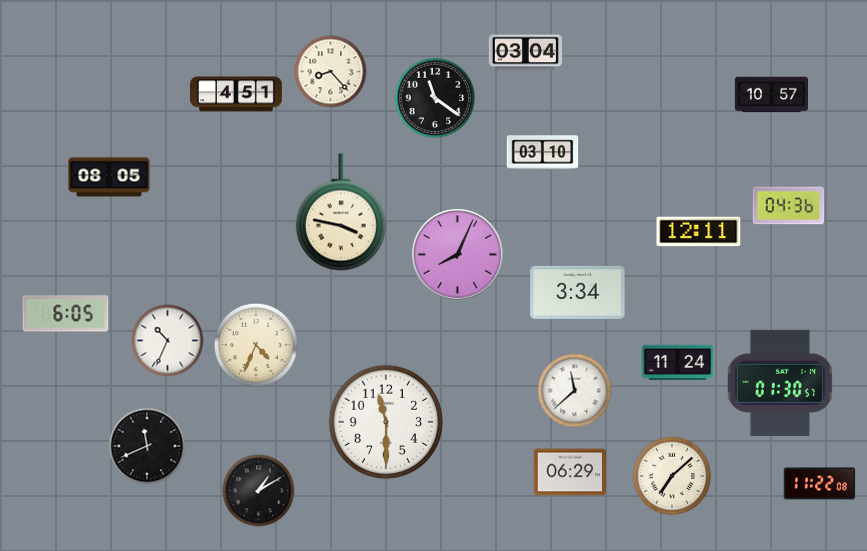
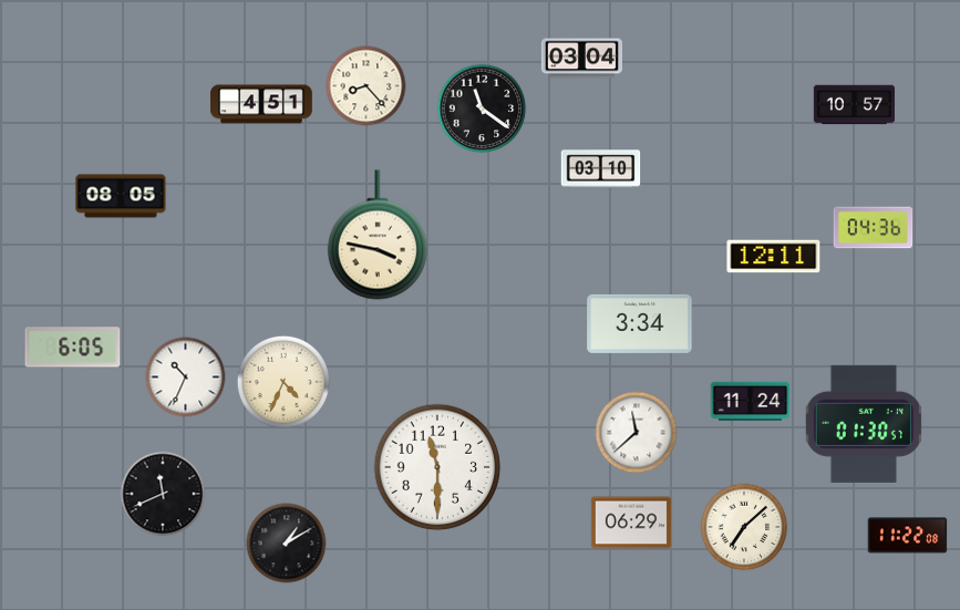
clock at (331, 72) position: (331, 72) -> (367, 86)
clock at (458, 255): 8:04 -> none
clock at (386, 422) position: (386, 422) -> (437, 467)
